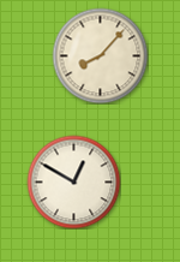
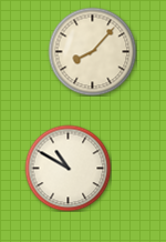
clock at (73, 181): 12:50 -> 10:50
